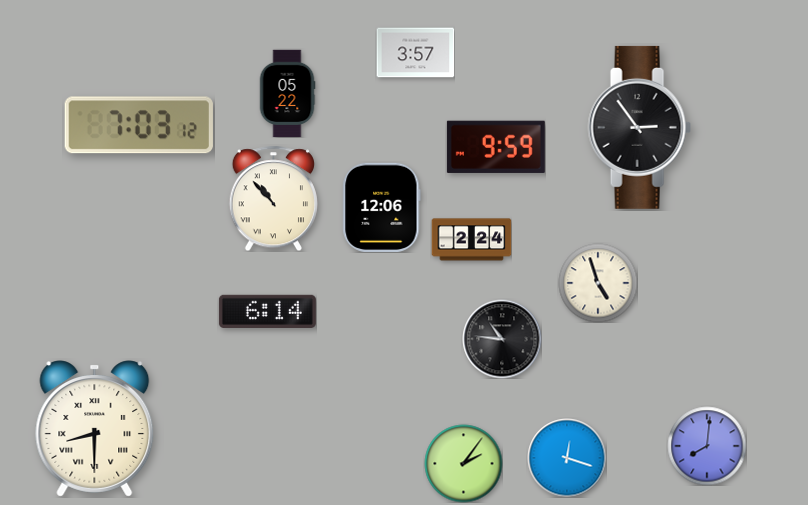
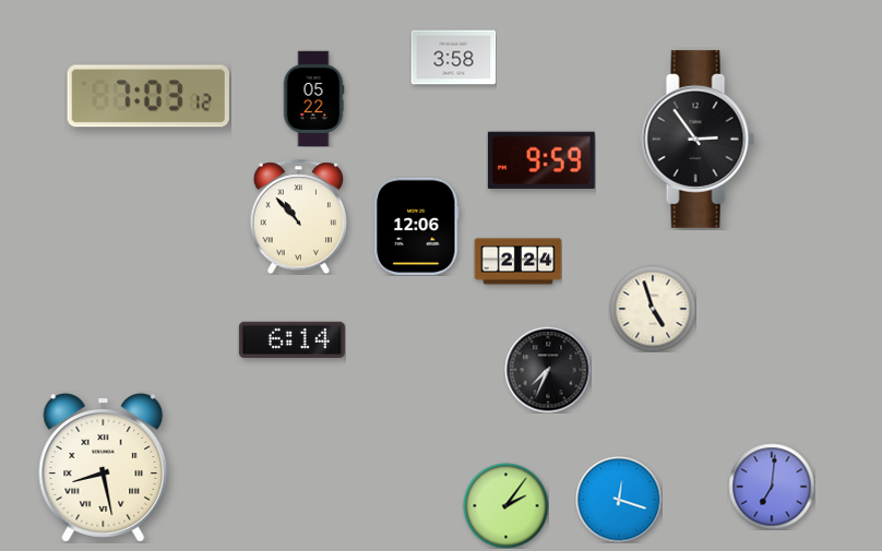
clock at (415, 53): 3:57 -> 3:58
clock at (287, 93) position: (287, 93) -> (313, 98)
clock at (139, 125) position: (139, 125) -> (148, 96)
clock at (471, 240) position: (471, 240) -> (517, 262)
clock at (502, 339): 10:46 -> 7:34
clock at (95, 429): 8:30 -> 8:28
clock at (707, 446): 8:01 -> 7:01
